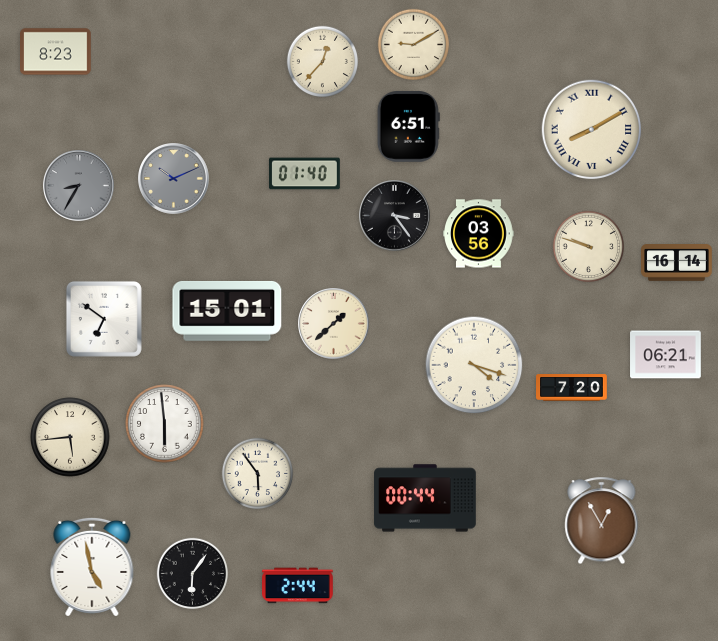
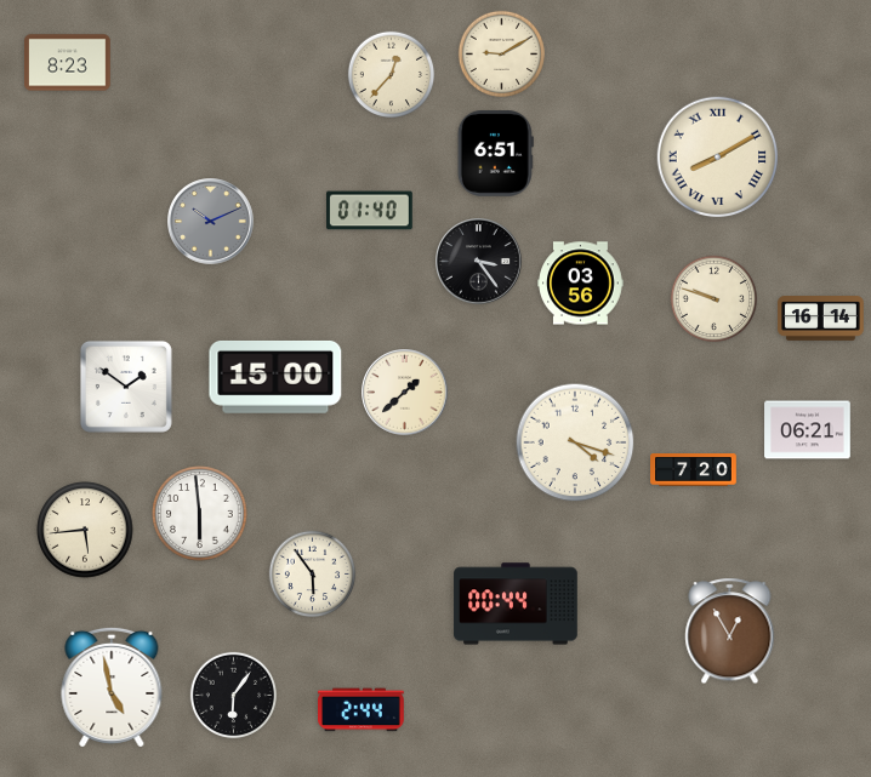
clock at (174, 179) position: (174, 179) -> (211, 222)
clock at (79, 186): 8:35 -> none
clock at (227, 311): 15:01 -> 15:00
clock at (104, 319): 6:51 -> 1:51
